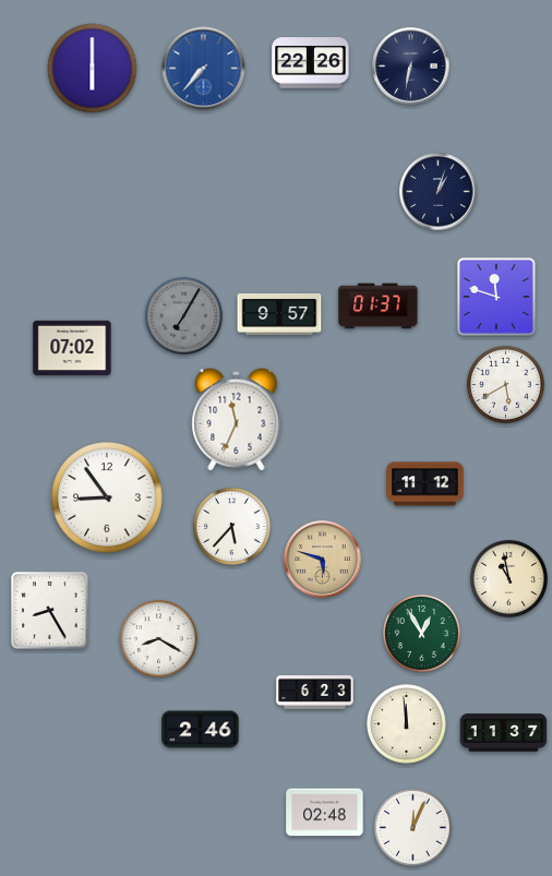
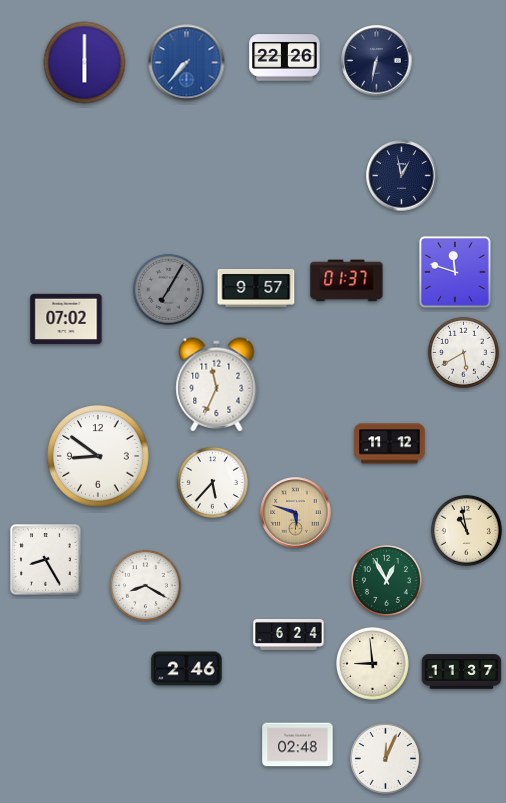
clock at (439, 192): 1:03 -> 12:58
clock at (107, 497): 8:54 -> 8:51
clock at (315, 693): 6:23 -> 6:24
clock at (407, 724): 11:59 -> 8:59
clock at (201, 730) position: (201, 730) -> (187, 669)
clock at (412, 827) position: (412, 827) -> (385, 758)
